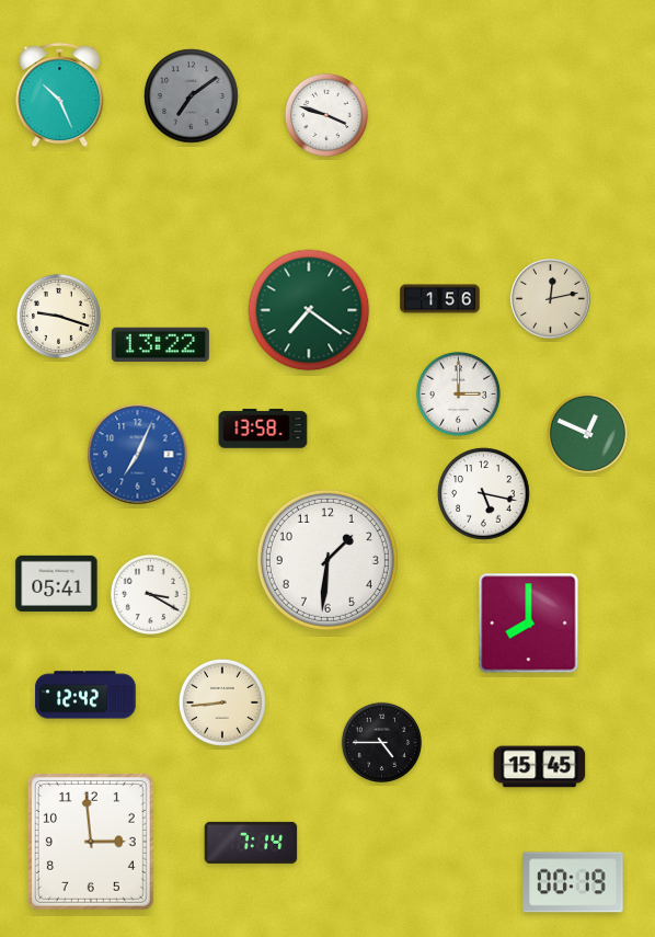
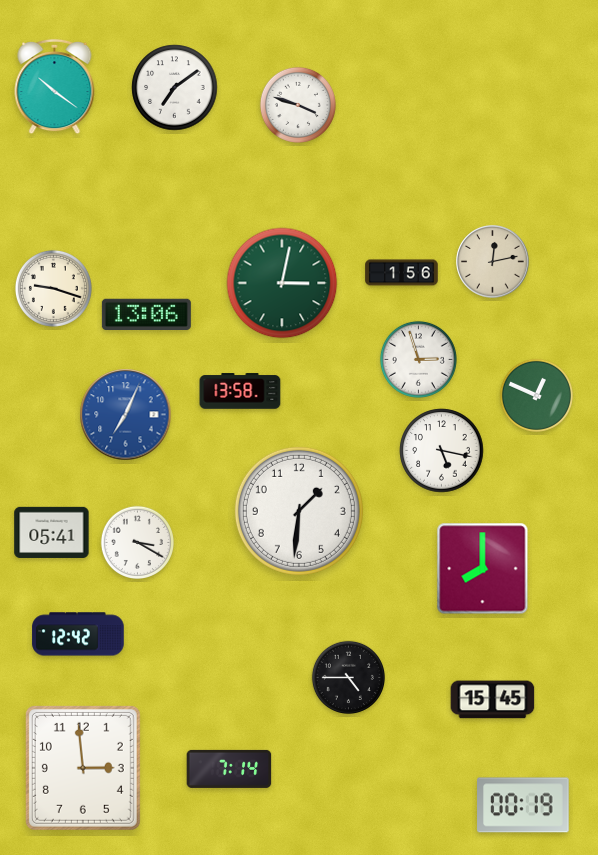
clock at (60, 95): 10:26 -> 10:21
clock at (192, 96) dial: grey -> white
clock at (551, 299) position: (551, 299) -> (493, 262)
clock at (309, 310): 7:21 -> 3:02
clock at (160, 344): 13:22 -> 13:06
clock at (458, 393): 3:00 -> 2:57
clock at (222, 702): 8:44 -> none
